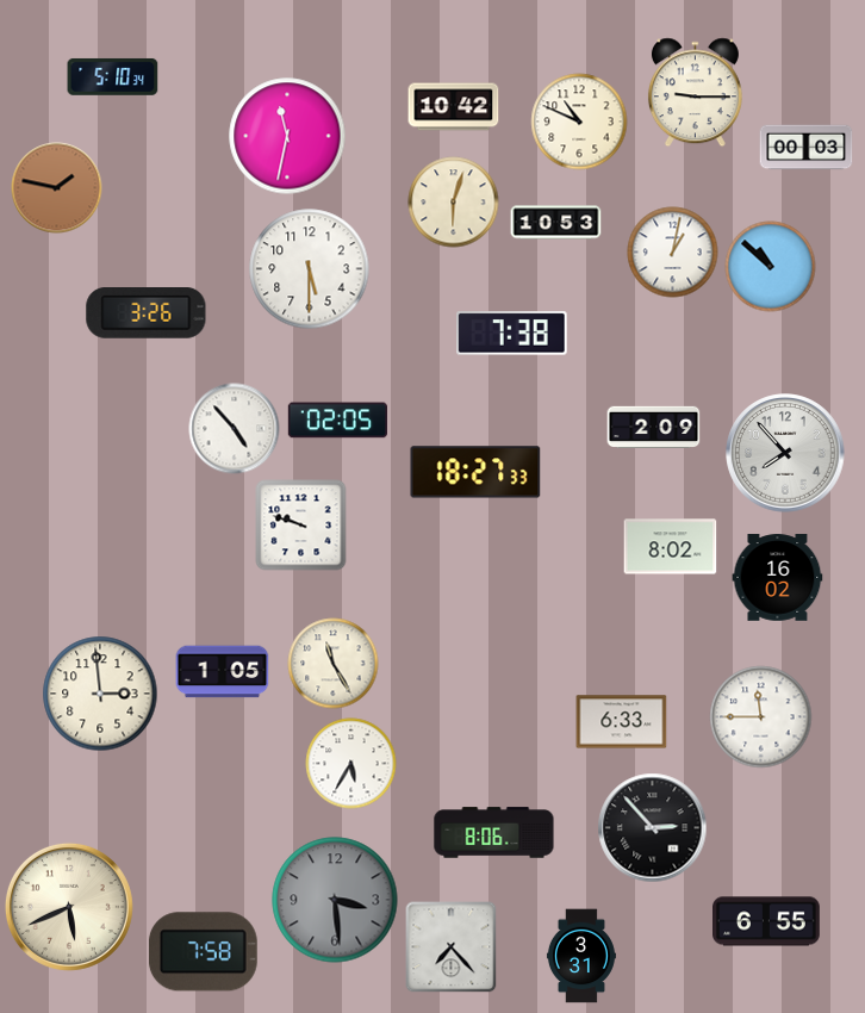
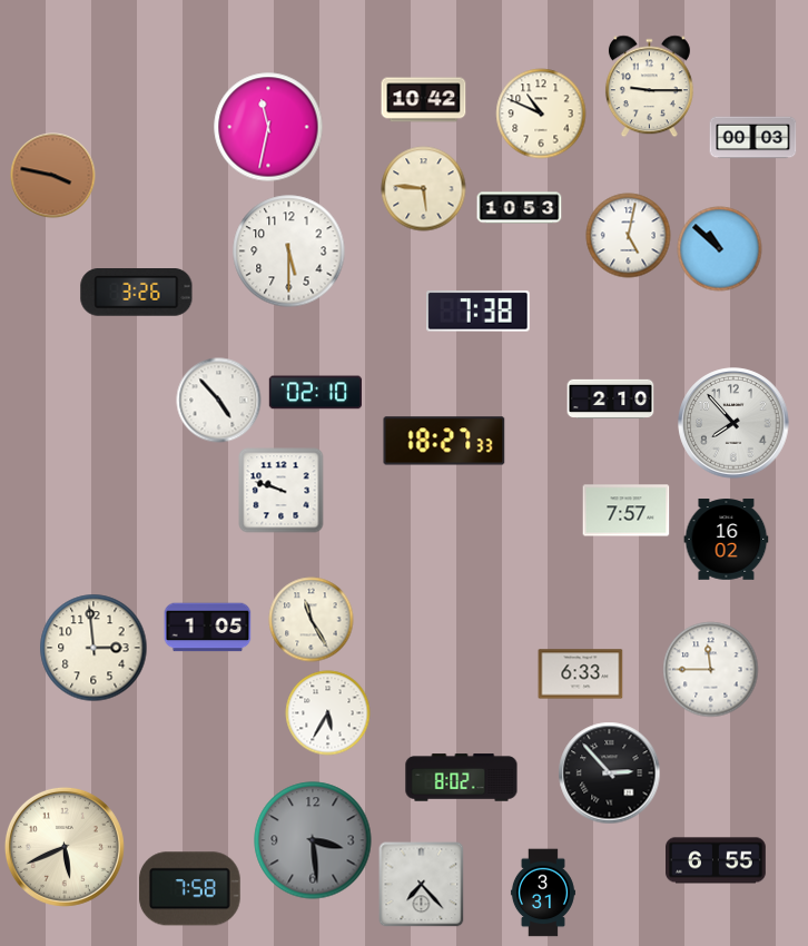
clock at (113, 76): 5:10 -> none
clock at (57, 188): 1:47 -> 3:47
clock at (454, 203): 6:03 -> 5:46
clock at (673, 253): 1:02 -> 5:02
clock at (337, 421): 02:05 -> 02:10
clock at (654, 427): 2:09 -> 2:10
clock at (671, 547): 8:02 -> 7:57
clock at (494, 833): 8:06 -> 8:02
